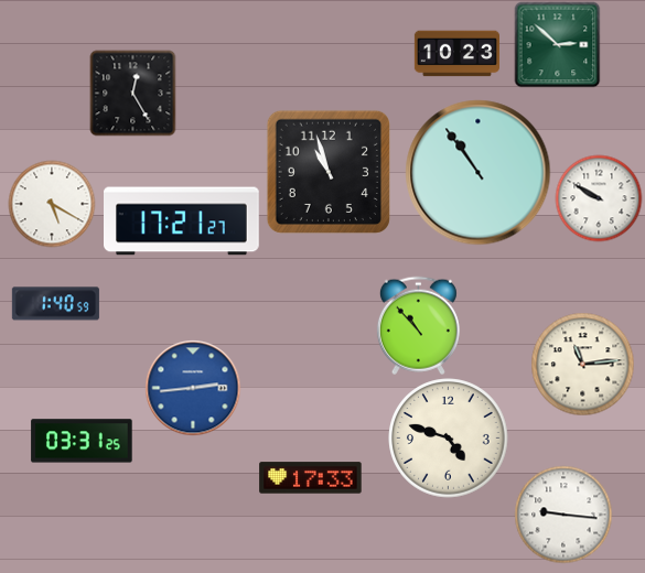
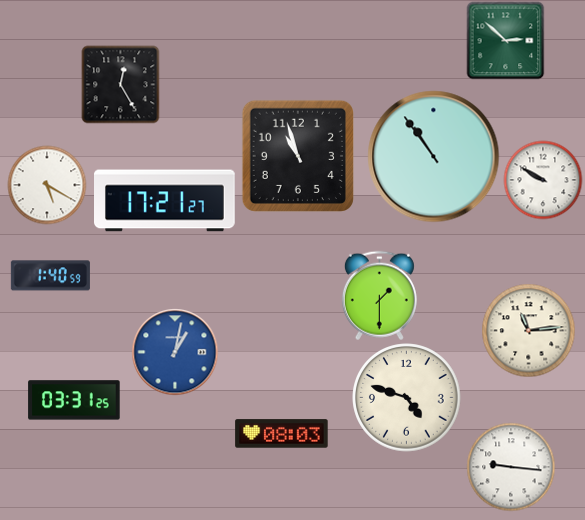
clock at (456, 54): 10:23 -> none
clock at (418, 325): 10:53 -> 1:30
clock at (193, 388): 2:44 -> 1:02
clock at (311, 478): 17:33 -> 08:03
